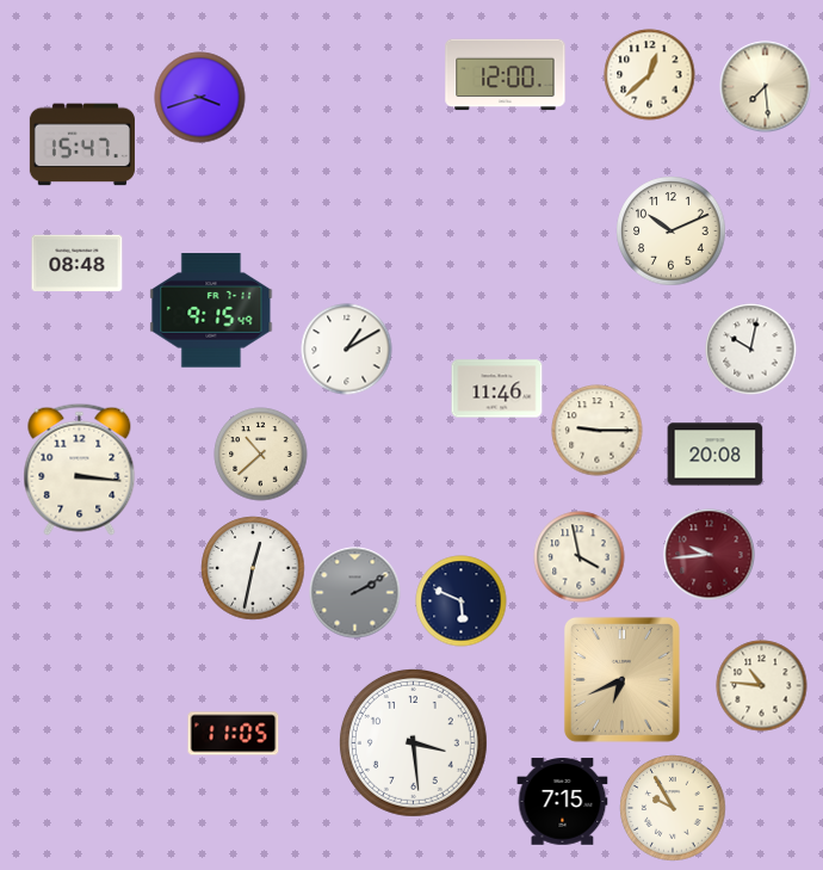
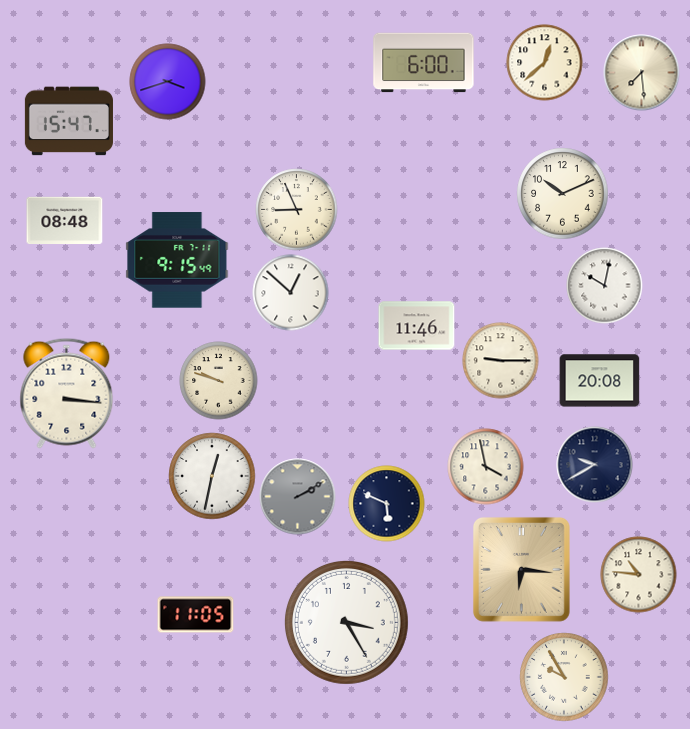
clock at (506, 75): 12:00 -> 6:00
clock at (297, 210): none -> 8:56
clock at (347, 350): 1:10 -> 12:52
clock at (751, 350) position: (751, 350) -> (605, 286)
clock at (261, 455): 10:38 -> 9:48
clock at (710, 555): 9:44 -> 9:40
clock at (710, 555) dial: burgundy -> navy
clock at (621, 679): 6:41 -> 6:16
clock at (413, 742): 3:29 -> 3:25
clock at (563, 802): 7:15 -> none
